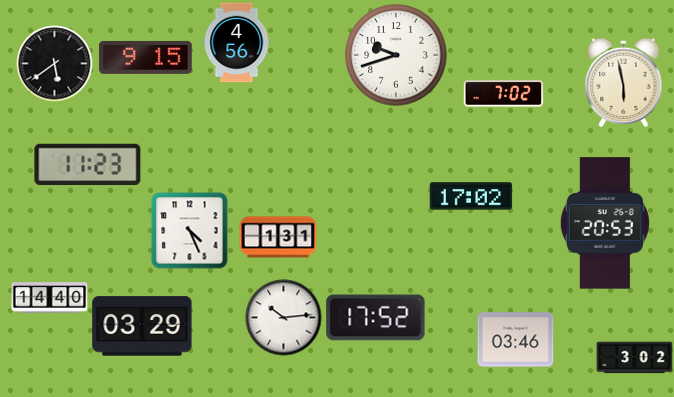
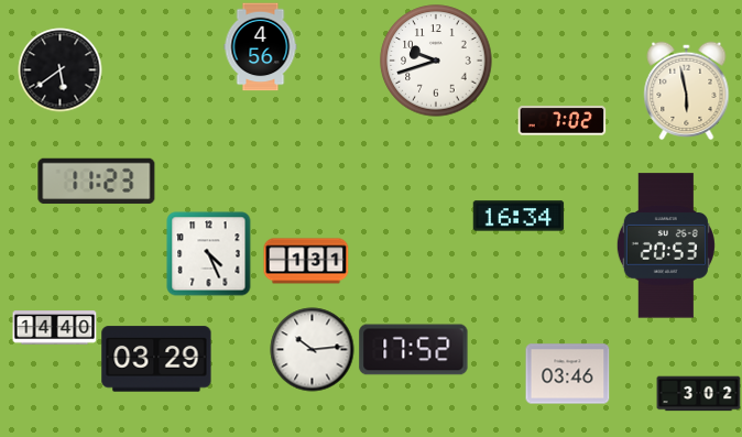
clock at (146, 57): 9:15 -> none
clock at (504, 94) position: (504, 94) -> (563, 121)
clock at (471, 196): 17:02 -> 16:34
